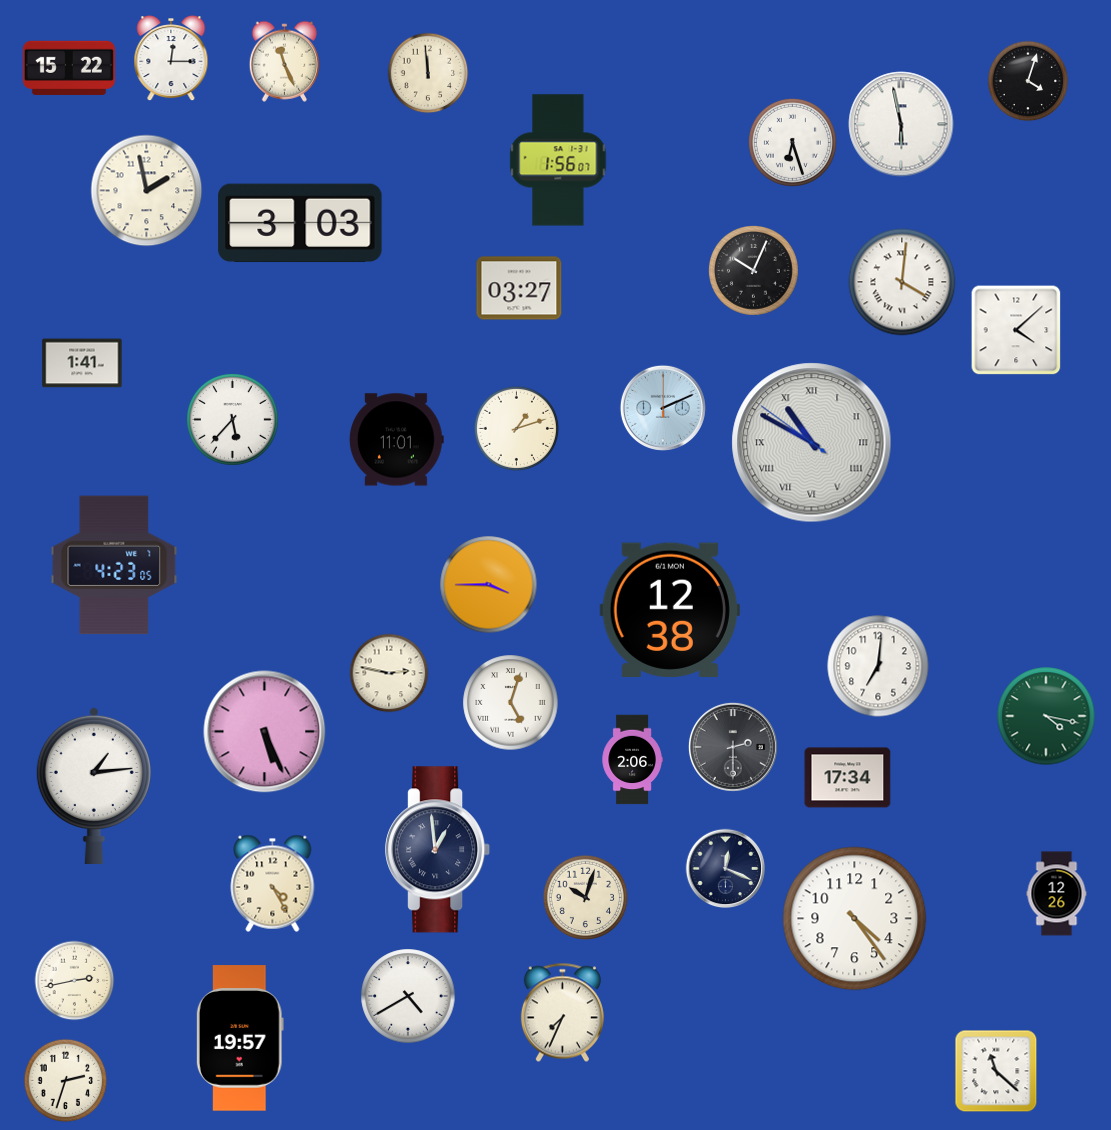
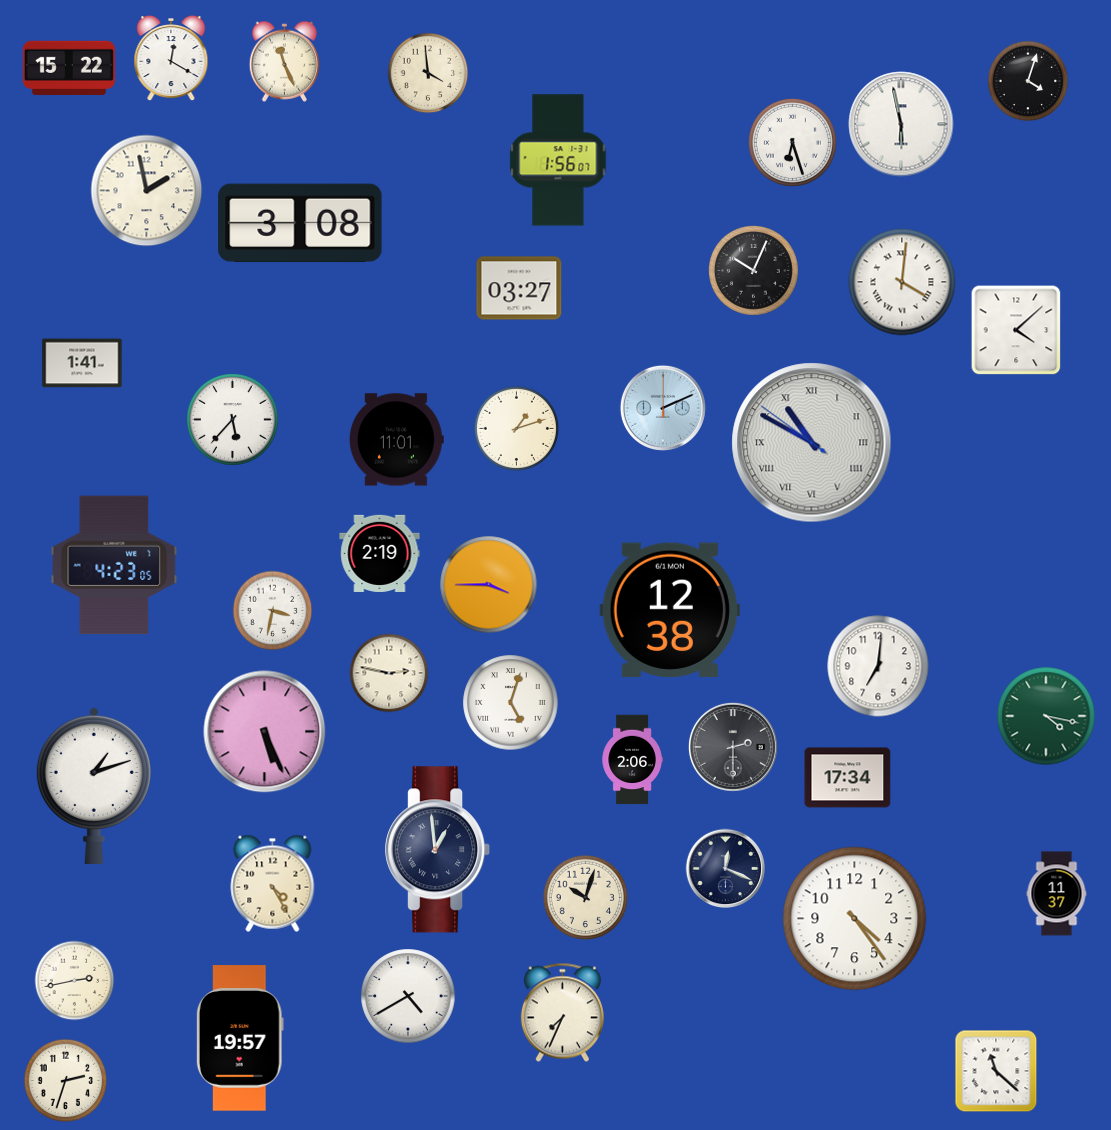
clock at (171, 59): 12:15 -> 12:20
clock at (428, 73): 11:59 -> 3:59
clock at (300, 223): 3:03 -> 3:08
clock at (380, 553): none -> 2:19
clock at (273, 611): none -> 3:32
clock at (94, 785): 1:14 -> 1:12
clock at (1057, 894): 12:26 -> 11:37
